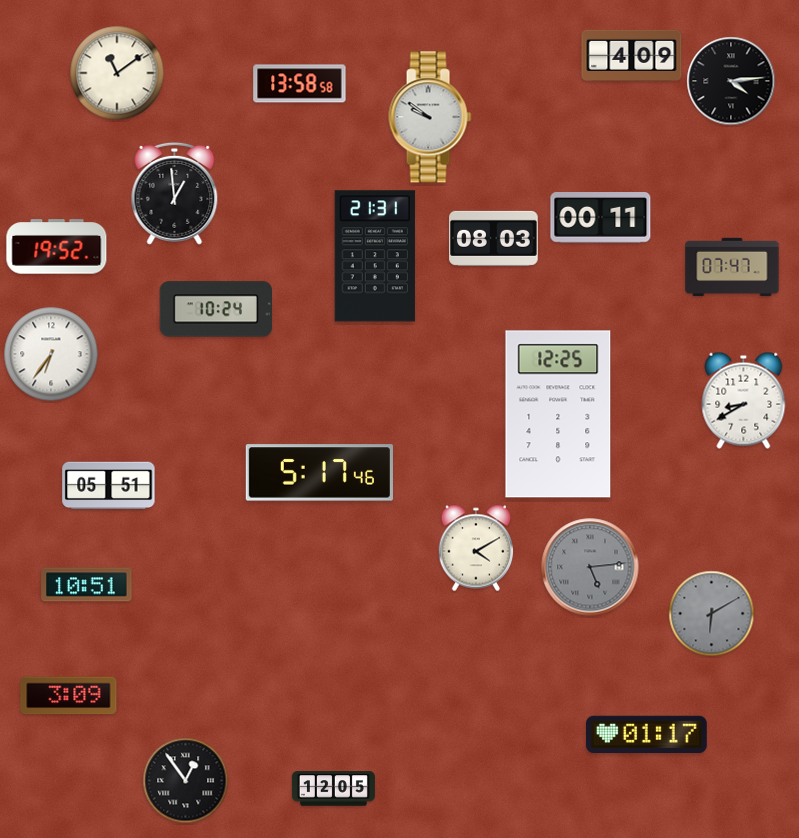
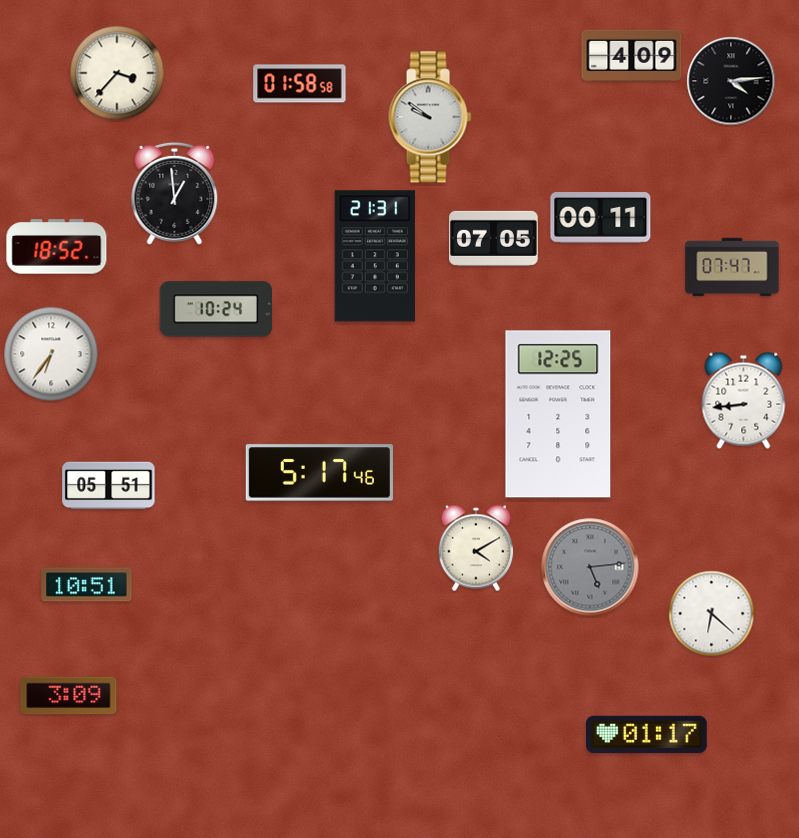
clock at (117, 73): 11:09 -> 3:37
clock at (300, 84): 13:58 -> 01:58
clock at (494, 238): 08:03 -> 07:05
clock at (57, 247): 19:52 -> 18:52
clock at (744, 400): 8:40 -> 8:44
clock at (712, 614): 6:10 -> 6:22
clock at (712, 614) dial: grey -> white
clock at (186, 781): 12:54 -> none
clock at (333, 789): 12:05 -> none
